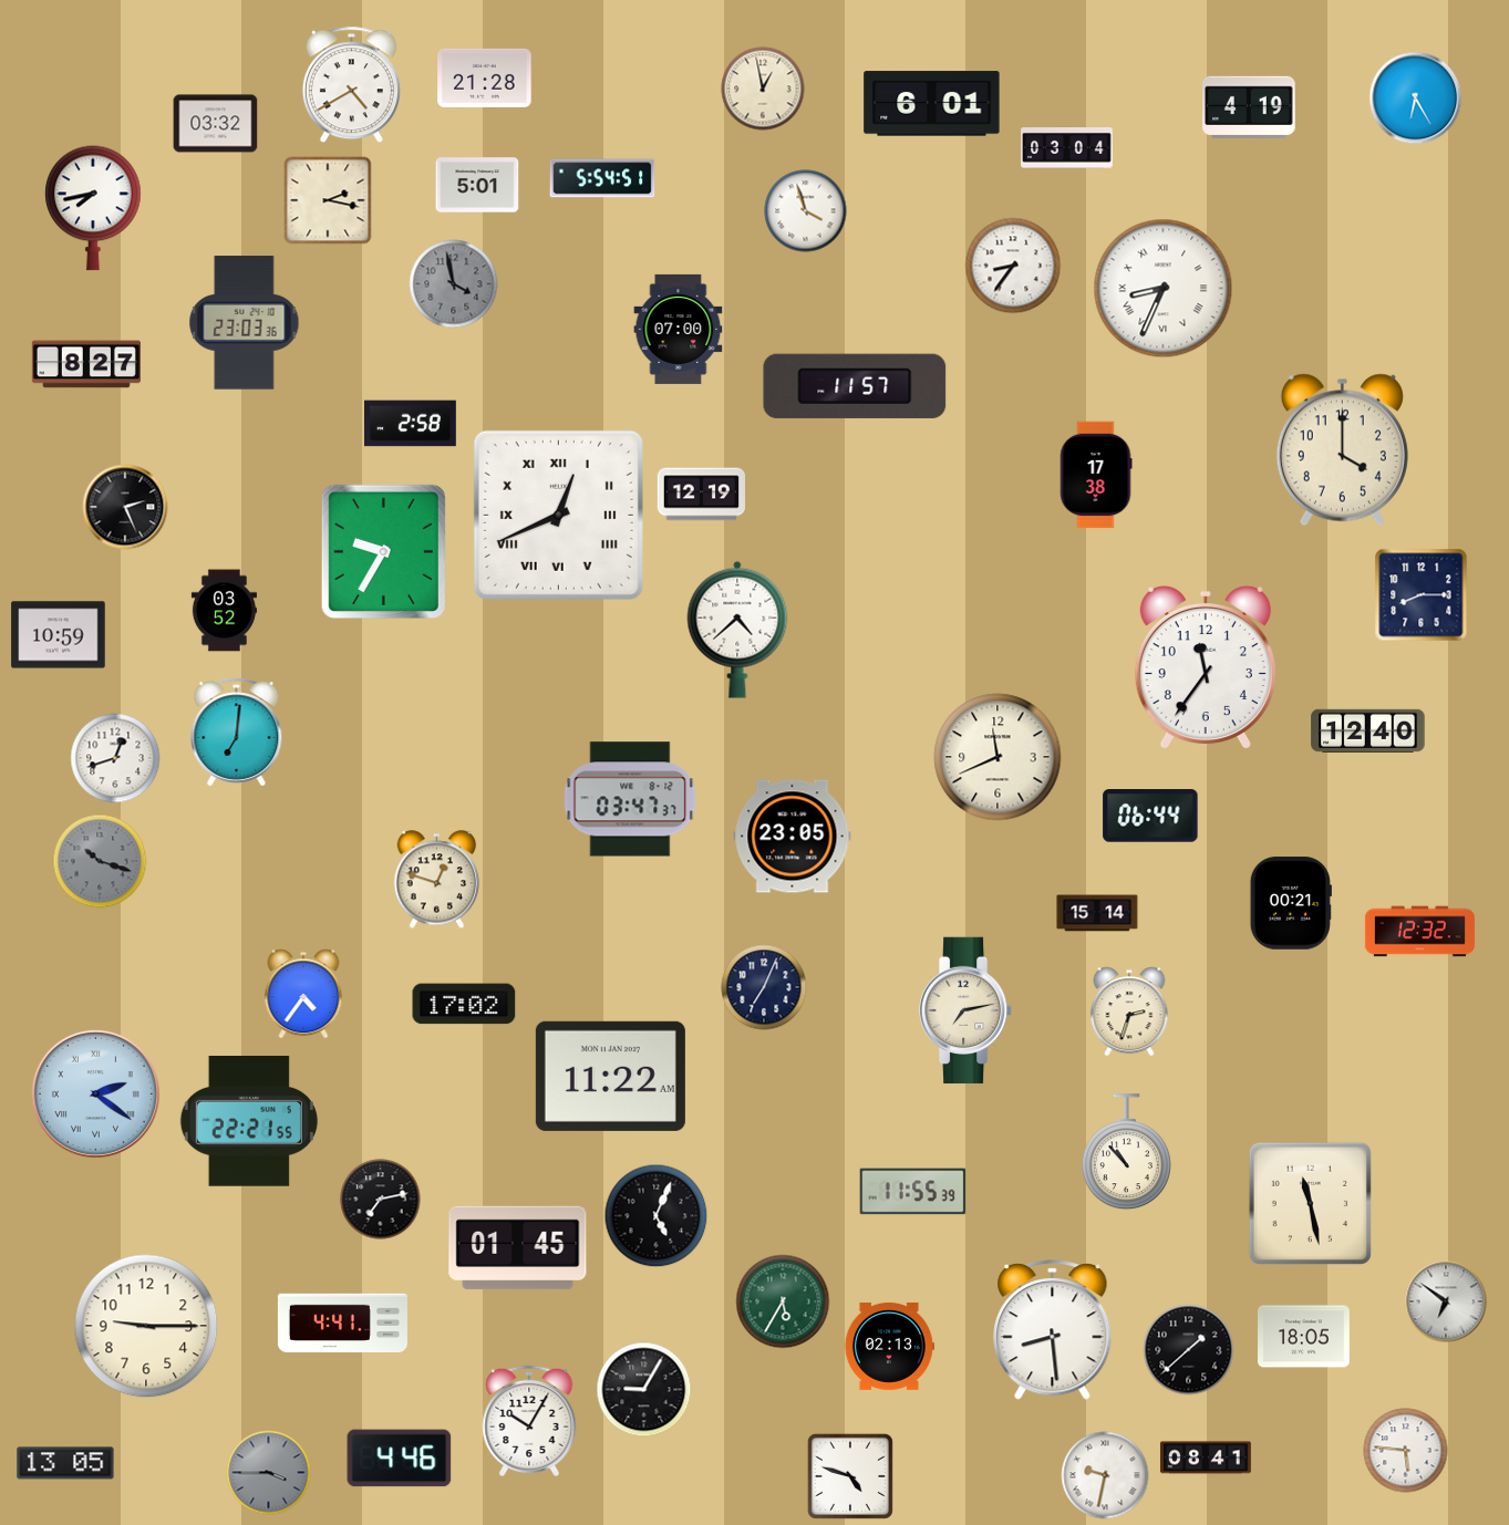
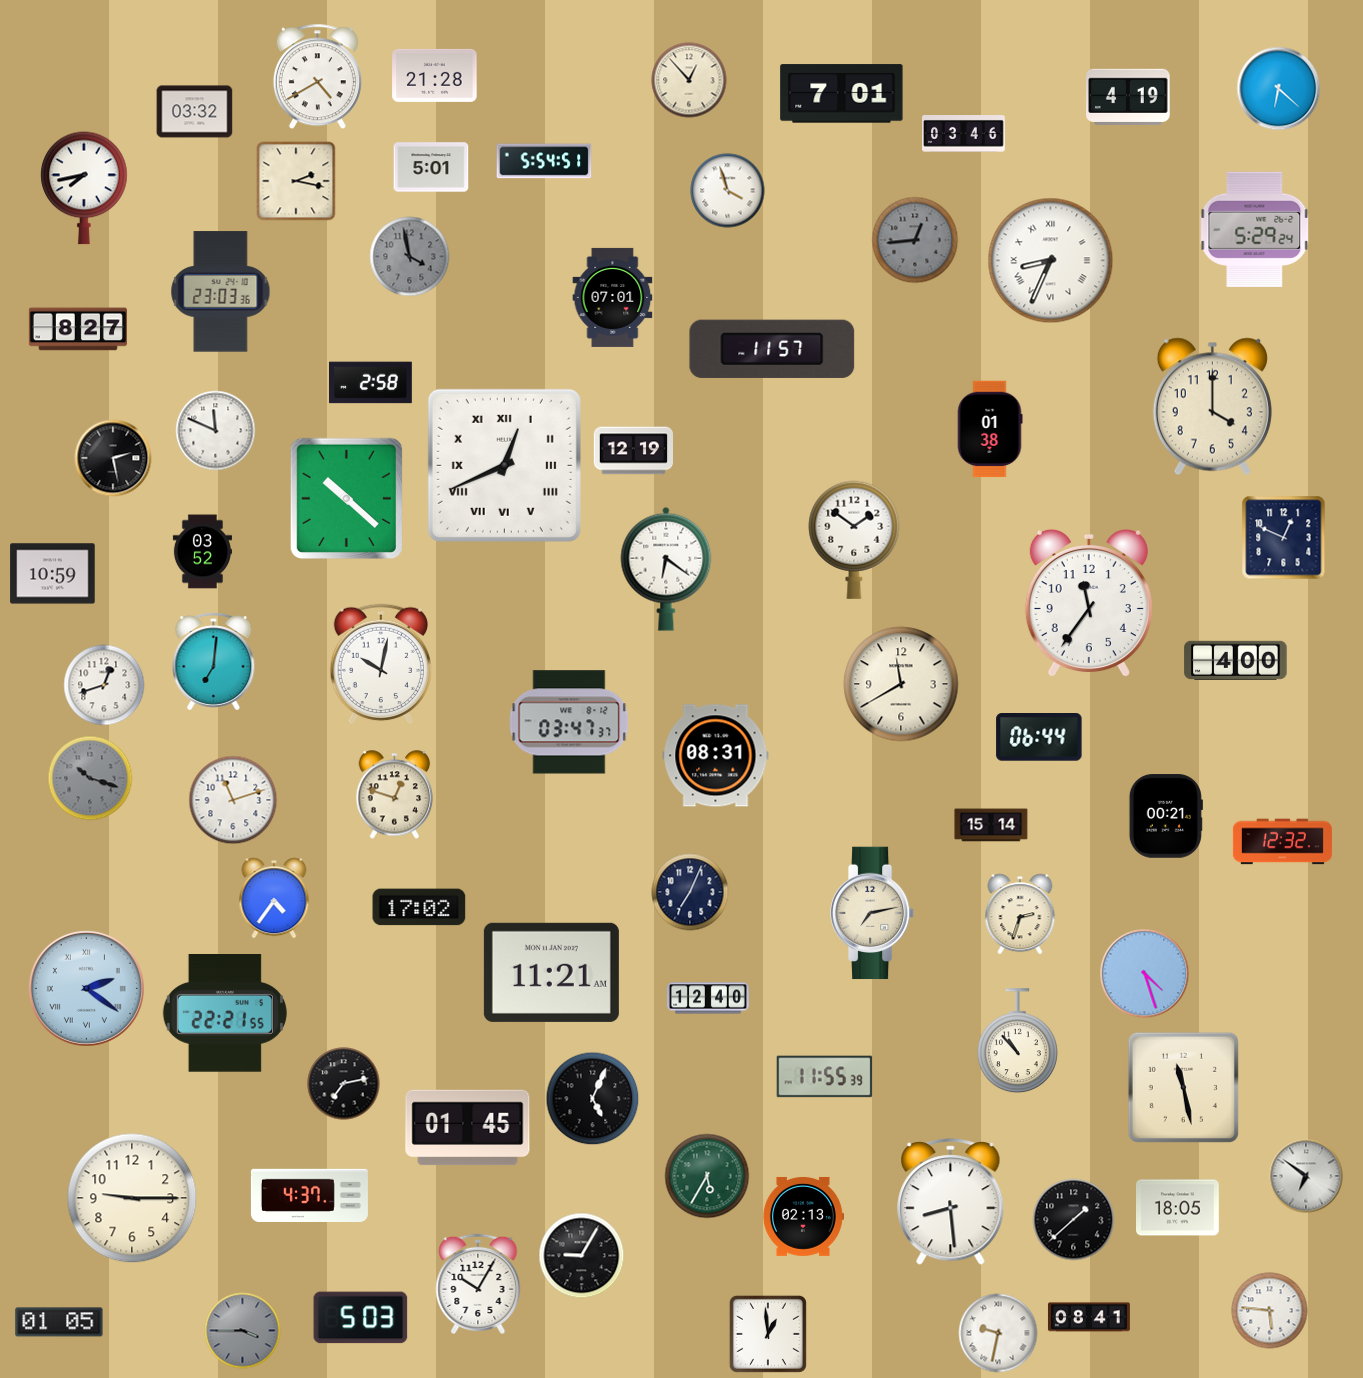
clock at (485, 77) position: (485, 77) -> (435, 75)
clock at (763, 89): 12:58 -> 12:53
clock at (1416, 98): 6:25 -> 6:22
clock at (932, 104): 6:01 -> 7:01
clock at (1067, 148): 03:04 -> 03:46
clock at (1255, 229): none -> 5:29
clock at (1013, 266): 8:36 -> 12:44
clock at (1013, 266) dial: white -> grey
clock at (679, 329): 07:00 -> 07:01
clock at (1096, 475): 17:38 -> 01:38
clock at (216, 431): none -> 11:49
clock at (701, 495) position: (701, 495) -> (633, 451)
clock at (125, 507): 2:26 -> 2:28
clock at (383, 551): 9:35 -> 10:22
clock at (1422, 595): 8:15 -> 12:49
clock at (854, 540): none -> 1:51
clock at (737, 630): 4:38 -> 6:21
clock at (1368, 730): 12:40 -> 4:00
clock at (380, 664): none -> 10:02
clock at (998, 757): 11:41 -> 11:40
clock at (793, 837): 23:05 -> 08:31
clock at (233, 800): none -> 11:12
clock at (610, 1076): 11:22 -> 11:21
clock at (1145, 974): none -> 4:27
clock at (709, 998): none -> 12:40
clock at (342, 1322): 4:41 -> 4:37
clock at (400, 1459): 4:46 -> 5:03
clock at (65, 1463): 13:05 -> 01:05
clock at (850, 1476): 4:48 -> 12:59
